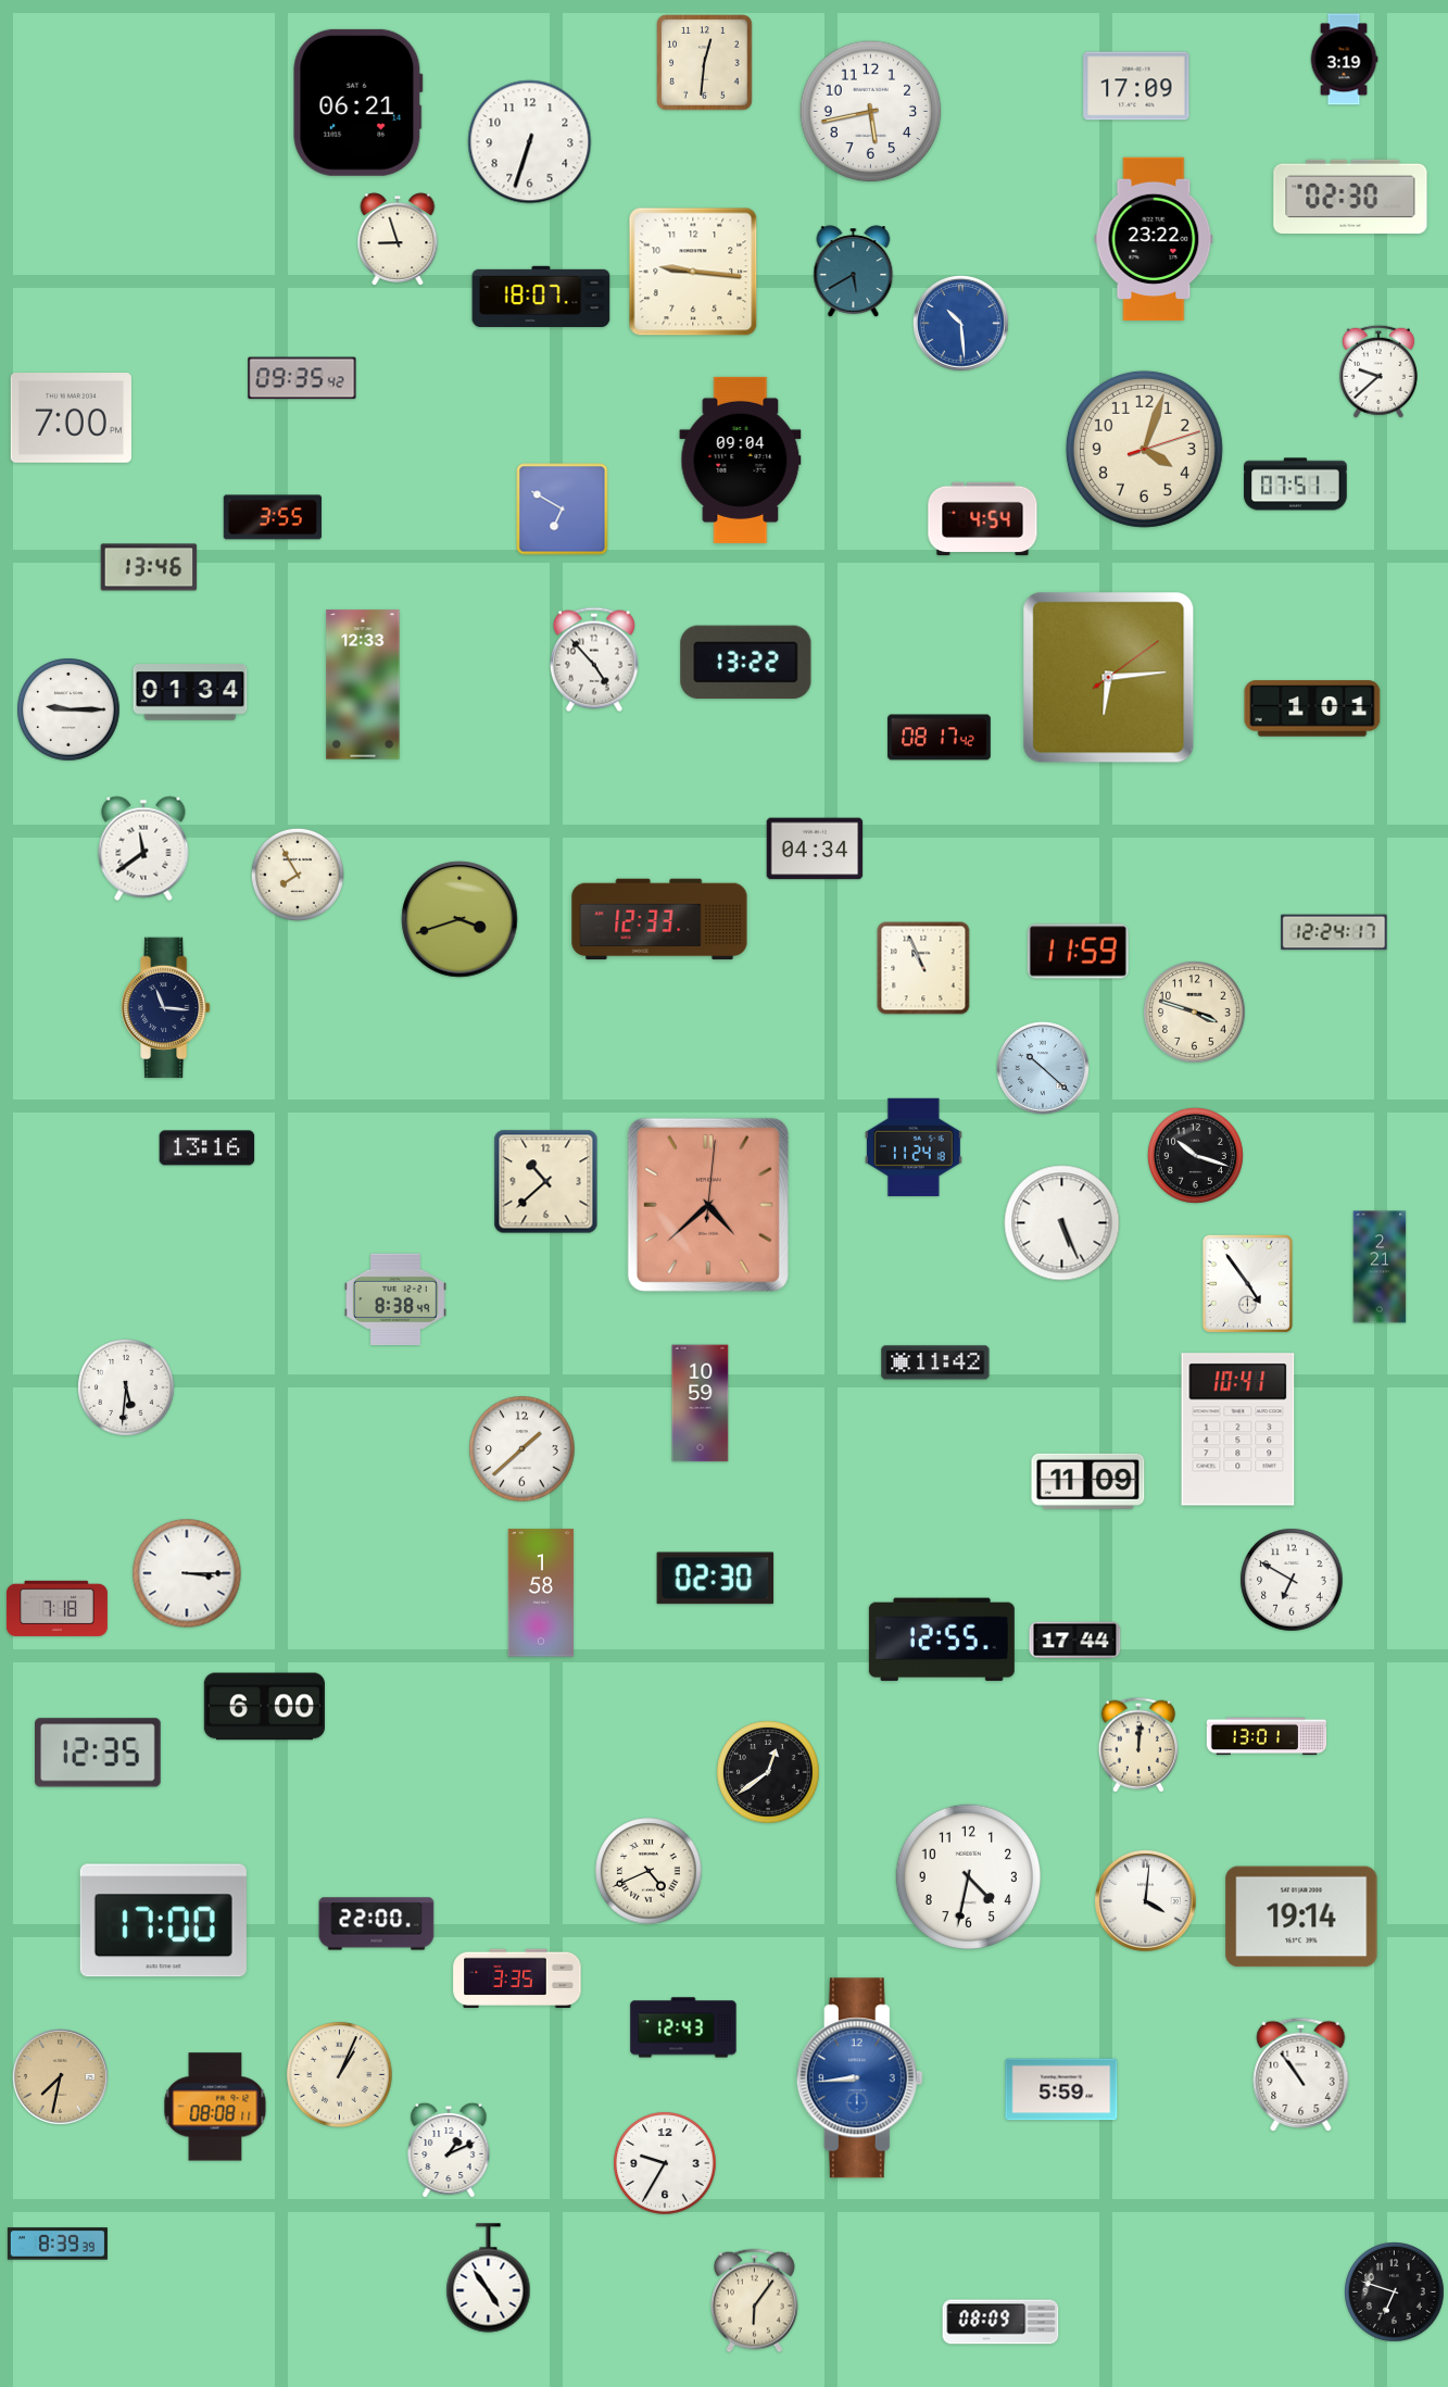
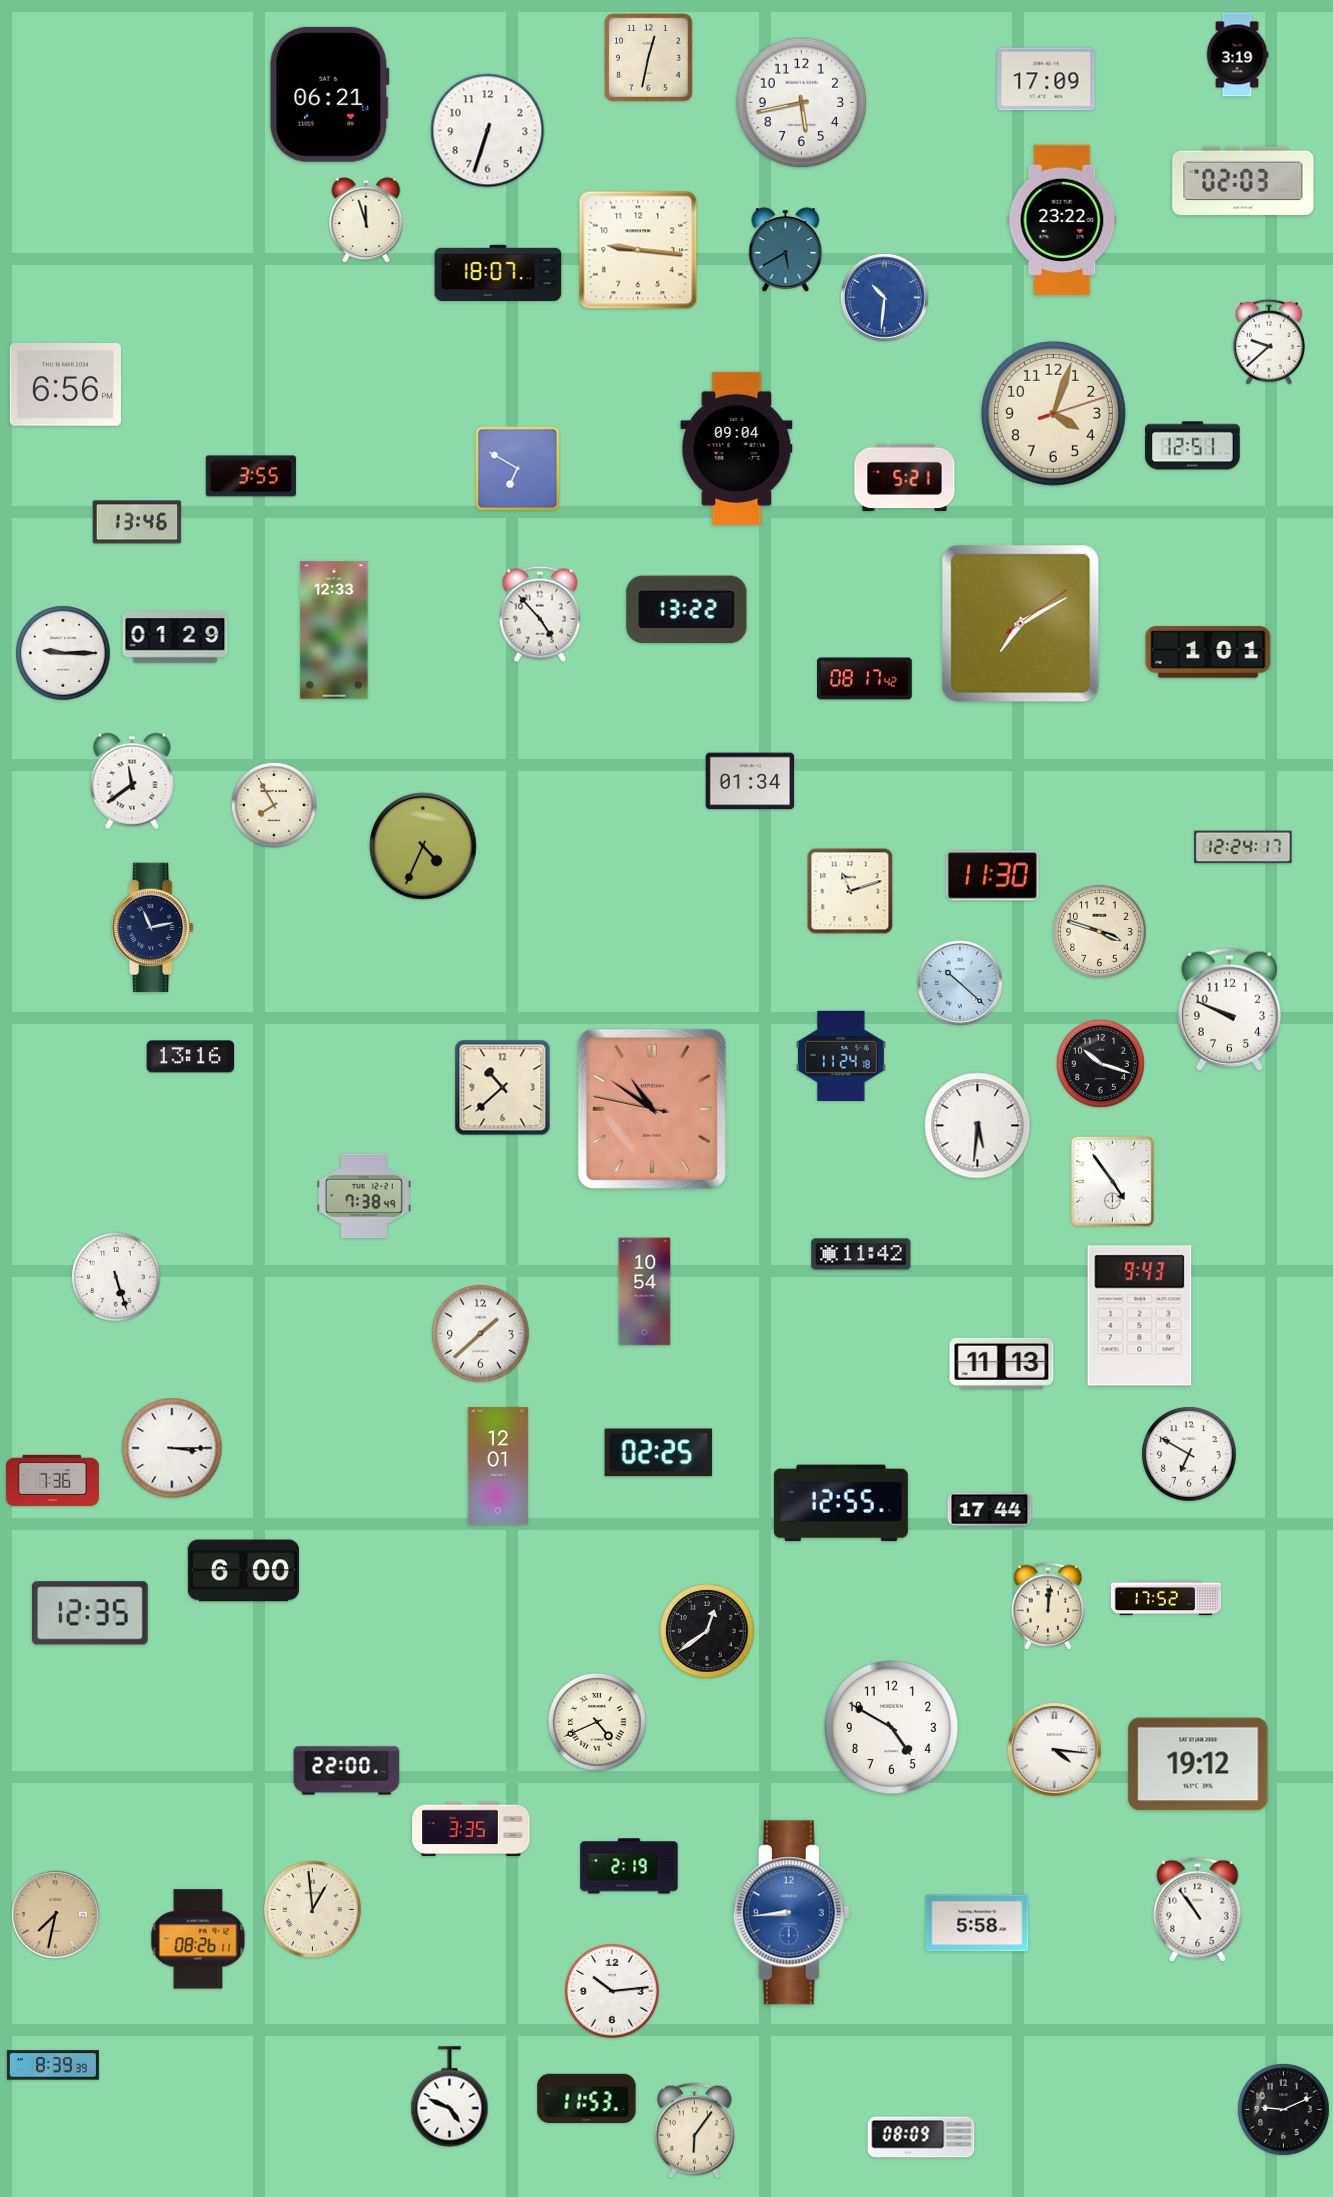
clock at (705, 63): 12:31 -> 12:32
clock at (1350, 196): 02:30 -> 02:03
clock at (398, 239): 8:57 -> 11:57
clock at (960, 323): 10:29 -> 10:31
clock at (302, 378): 09:35 -> none
clock at (71, 418): 7:00 -> 6:56
clock at (741, 460) position: (741, 460) -> (737, 448)
clock at (1296, 485): 07:51 -> 12:51
clock at (983, 519): 4:54 -> 5:21
clock at (594, 659) position: (594, 659) -> (540, 614)
clock at (1109, 678): 6:14 -> 7:10
clock at (190, 692): 01:34 -> 01:29
clock at (815, 849): 04:34 -> 01:34
clock at (459, 919): 3:42 -> 4:34
clock at (659, 919): 12:33 -> none
clock at (1334, 932) position: (1334, 932) -> (1243, 847)
clock at (1078, 952): 11:59 -> 11:30
clock at (923, 968): 10:56 -> 11:12
clock at (166, 1008): 11:16 -> 11:13
clock at (1229, 1009): none -> 9:49
clock at (708, 1205): 4:38 -> 10:50
clock at (1062, 1223): 5:26 -> 5:31
clock at (1380, 1267): 2:21 -> none
clock at (1247, 1283) position: (1247, 1283) -> (1112, 1181)
clock at (396, 1299): 8:38 -> 7:38
clock at (126, 1387): 5:31 -> 5:27
clock at (701, 1404): 10:59 -> 10:54
clock at (1238, 1430): 10:41 -> 9:43
clock at (1088, 1481): 11:09 -> 11:13
clock at (716, 1579): 02:30 -> 02:25
clock at (541, 1593): 1:58 -> 12:01
clock at (56, 1608): 7:18 -> 7:36
clock at (942, 1640) position: (942, 1640) -> (841, 1503)
clock at (1267, 1736): 13:01 -> 17:52
clock at (968, 1876): 4:32 -> 4:50
clock at (1146, 1901): 4:01 -> 4:16
clock at (1301, 1917): 19:14 -> 19:12
clock at (163, 1921): 17:00 -> none
clock at (517, 1978) position: (517, 1978) -> (471, 1829)
clock at (683, 2027): 12:43 -> 2:19
clock at (340, 2075): 1:04 -> 12:59
clock at (60, 2076) position: (60, 2076) -> (55, 1914)
clock at (1061, 2089): 5:59 -> 5:58
clock at (215, 2107): 08:08 -> 08:26
clock at (449, 2150): 1:11 -> none
clock at (665, 2163): 9:35 -> 10:14
clock at (489, 2278): 4:54 -> 4:49
clock at (587, 2098): none -> 11:53
clock at (1395, 2292): 6:48 -> 9:11
clock at (755, 2301) position: (755, 2301) -> (695, 2131)
